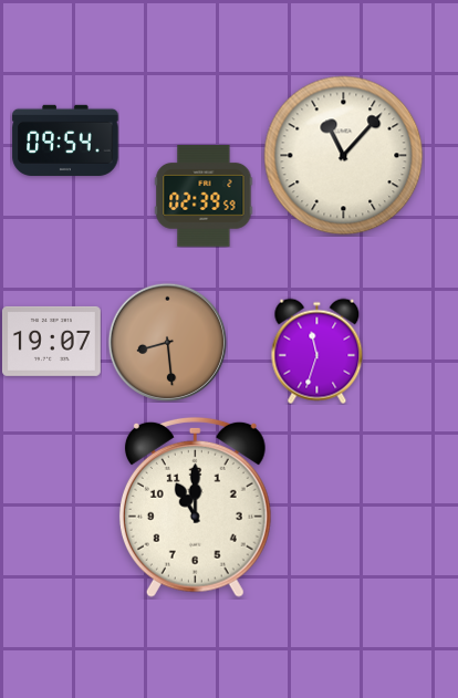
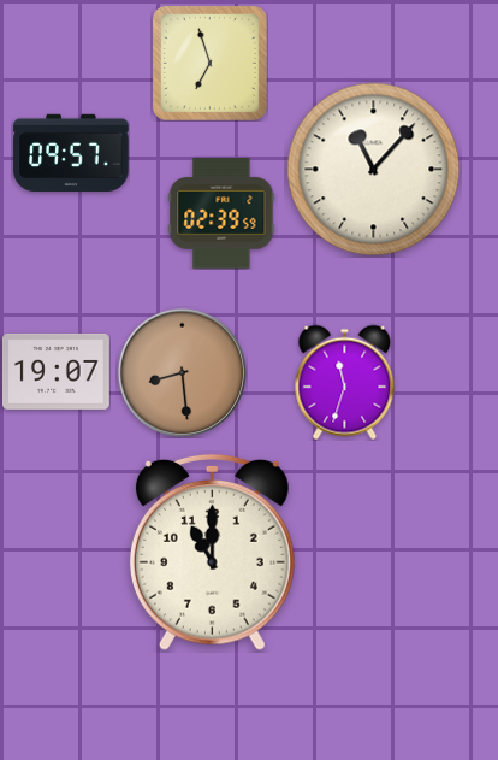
clock at (209, 63): none -> 6:57
clock at (65, 140): 09:54 -> 09:57
